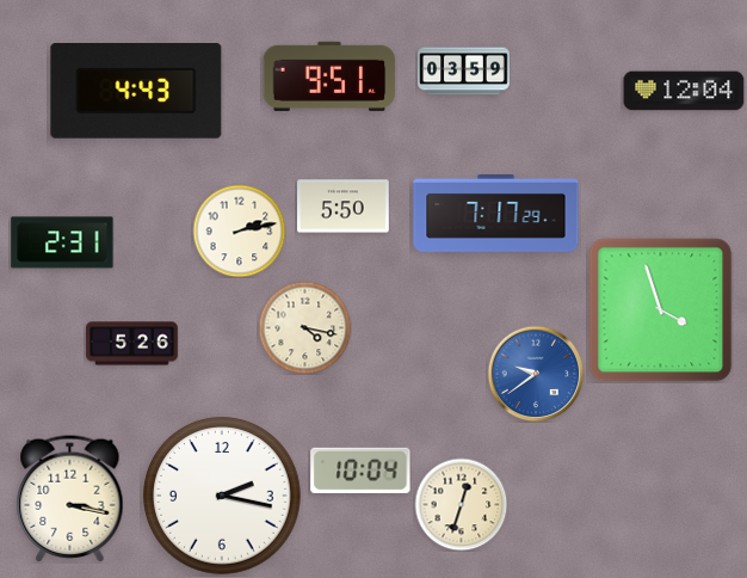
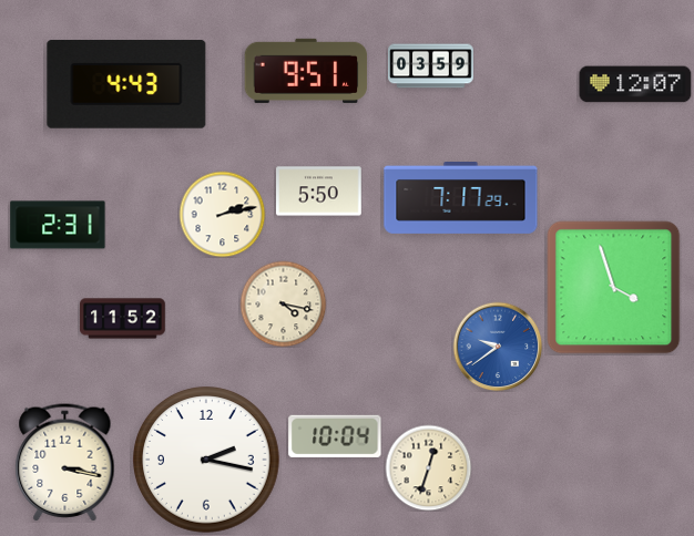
clock at (684, 91): 12:04 -> 12:07
clock at (132, 344): 5:26 -> 11:52
